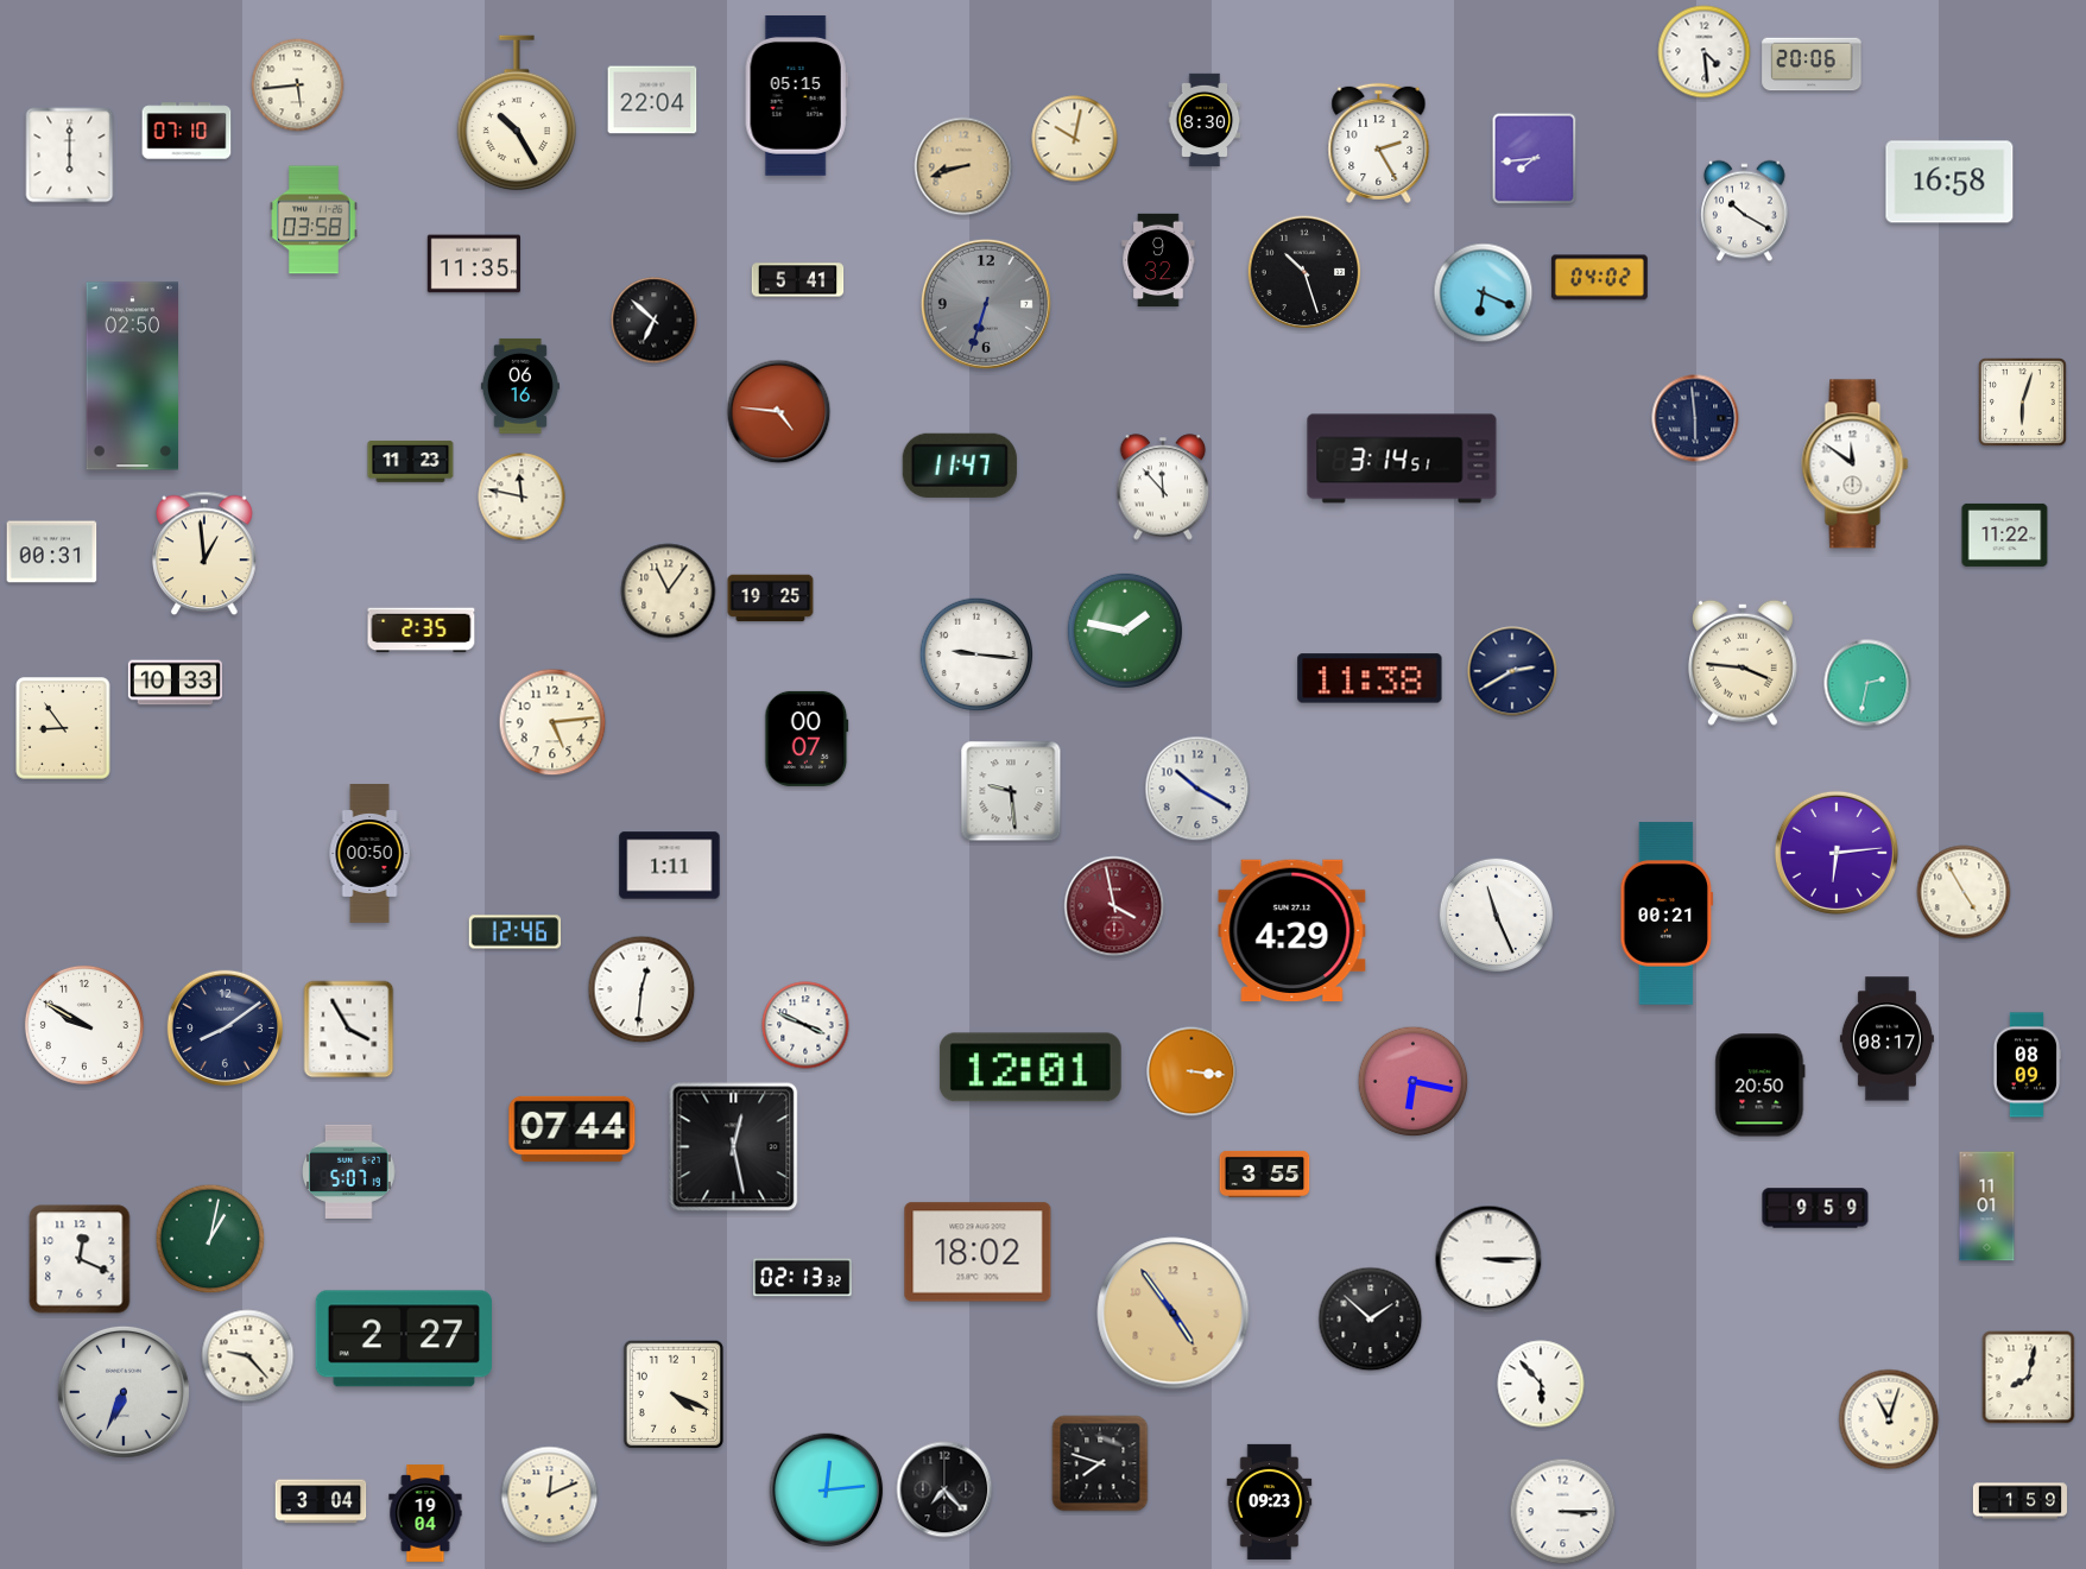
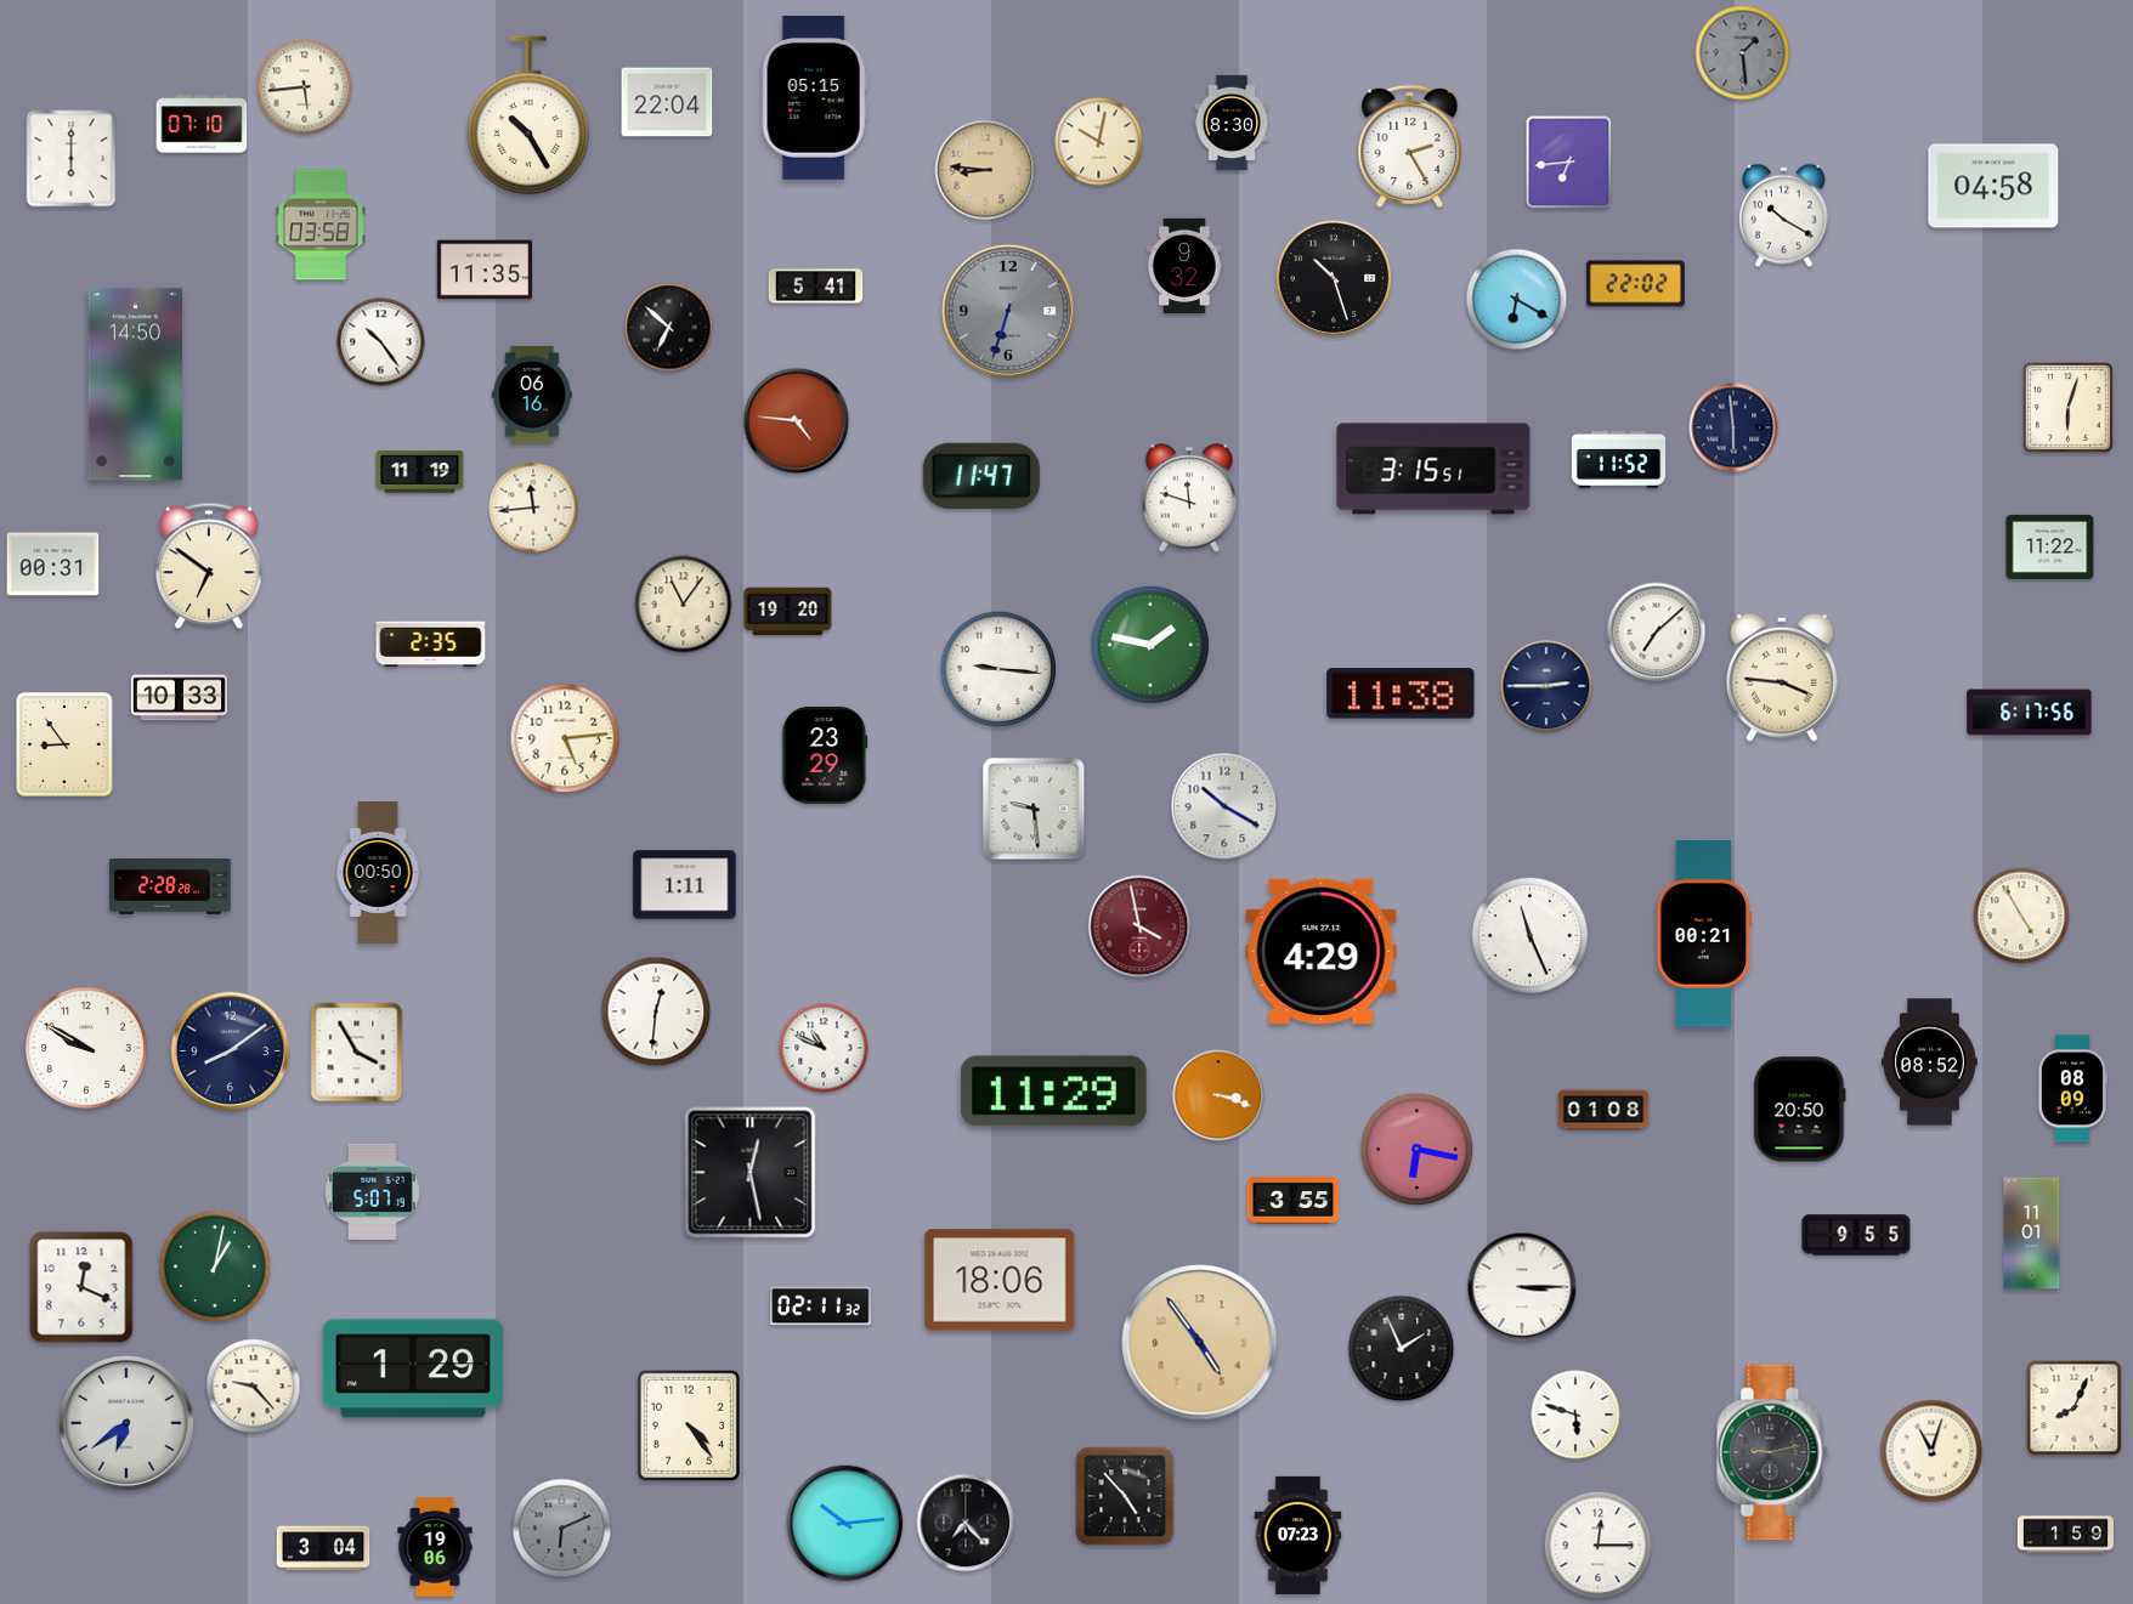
clock at (1705, 52): 4:29 -> 1:29
clock at (1705, 52) dial: white -> grey
clock at (1812, 64): 20:06 -> none
clock at (187, 131) position: (187, 131) -> (202, 124)
clock at (1535, 159): 7:44 -> 6:44
clock at (963, 166): 8:42 -> 8:46
clock at (1949, 182): 16:58 -> 04:58
clock at (1599, 278): 04:02 -> 22:02
clock at (1484, 293): 6:19 -> 6:20
clock at (381, 342): none -> 10:24
clock at (132, 377): 02:50 -> 14:50
clock at (2023, 403) position: (2023, 403) -> (2069, 408)
clock at (1619, 460): none -> 11:52
clock at (1402, 458): 3:14 -> 3:15
clock at (411, 462): 11:23 -> 11:19
clock at (1856, 464): 11:51 -> none
clock at (1163, 487): 11:53 -> 11:48
clock at (521, 496): 11:47 -> 11:44
clock at (206, 553): 12:59 -> 6:51
clock at (771, 599): 19:25 -> 19:20
clock at (1657, 633): none -> 7:08
clock at (1512, 671): 2:40 -> 2:45
clock at (1867, 683): 2:32 -> none
clock at (2030, 713): none -> 6:17
clock at (807, 739): 00:07 -> 23:29
clock at (1837, 853): 6:14 -> none
clock at (170, 888): none -> 2:28
clock at (1964, 892) position: (1964, 892) -> (2021, 916)
clock at (516, 932): 12:46 -> none
clock at (805, 1025): 3:49 -> 10:49
clock at (1886, 1039): 08:17 -> 08:52
clock at (1030, 1068): 12:01 -> 11:29
clock at (1191, 1071): 3:16 -> 3:18
clock at (1414, 1082) position: (1414, 1082) -> (1418, 1150)
clock at (1603, 1110): none -> 01:08
clock at (573, 1128): 07:44 -> none
clock at (349, 1171) position: (349, 1171) -> (373, 1191)
clock at (1815, 1208): 9:59 -> 9:55
clock at (978, 1252): 18:02 -> 18:06
clock at (803, 1278): 02:13 -> 02:11
clock at (1371, 1320): 1:52 -> 1:56
clock at (403, 1339): 2:27 -> 1:29
clock at (2029, 1378): 8:02 -> 8:04
clock at (1541, 1384): 5:53 -> 5:48
clock at (124, 1392): 6:34 -> 6:39
clock at (674, 1393): 4:19 -> 4:24
clock at (1772, 1452): none -> 9:13
clock at (1100, 1463): 7:48 -> 4:53
clock at (827, 1491): 12:14 -> 10:14
clock at (550, 1495): 12:11 -> 6:11
clock at (550, 1495) dial: cream -> grey
clock at (321, 1501) position: (321, 1501) -> (323, 1548)
clock at (1270, 1501): 09:23 -> 07:23
clock at (1563, 1512): 3:15 -> 12:15
clock at (425, 1513): 19:04 -> 19:06
